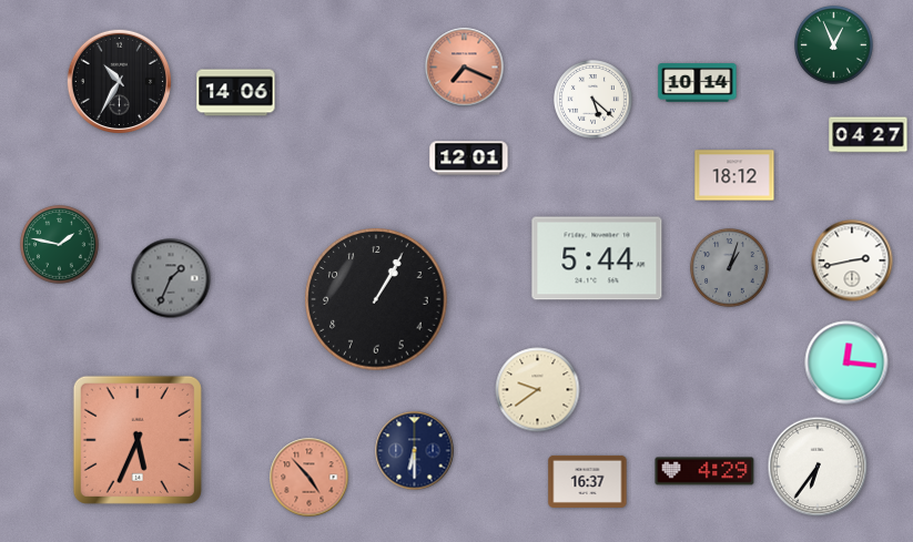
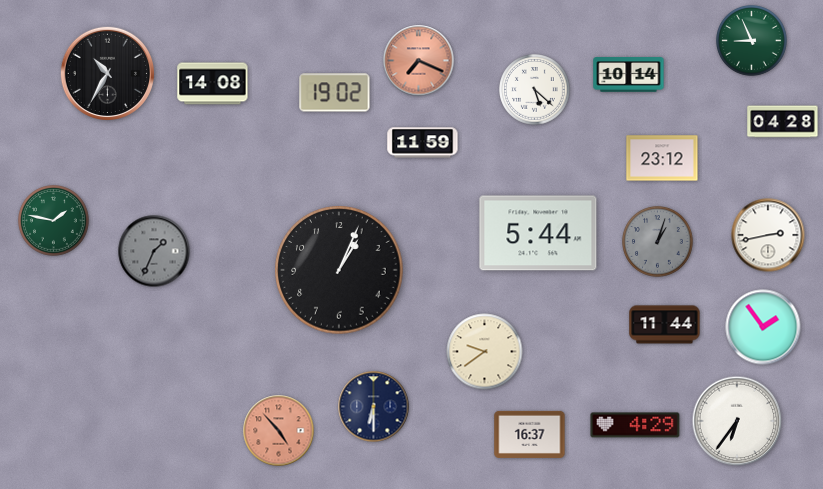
clock at (834, 45): 12:56 -> 8:56
clock at (236, 93): 14:06 -> 14:08
clock at (335, 93): none -> 19:02
clock at (869, 135): 04:27 -> 04:28
clock at (469, 158): 12:01 -> 11:59
clock at (734, 175): 18:12 -> 23:12
clock at (376, 299): 1:05 -> 1:04
clock at (665, 325): none -> 11:44
clock at (846, 362): 12:16 -> 1:54
clock at (138, 440): 5:34 -> none
